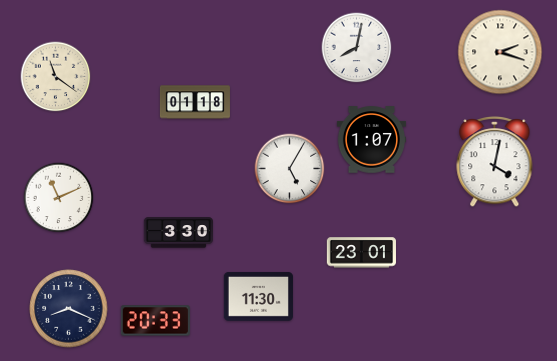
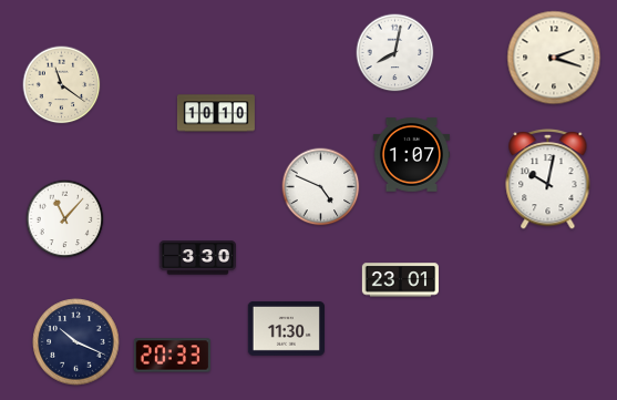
clock at (195, 102): 01:18 -> 10:10
clock at (495, 161): 4:02 -> 10:02
clock at (290, 169): 5:05 -> 4:49
clock at (59, 198): 11:11 -> 11:07
clock at (69, 309): 8:19 -> 10:19
